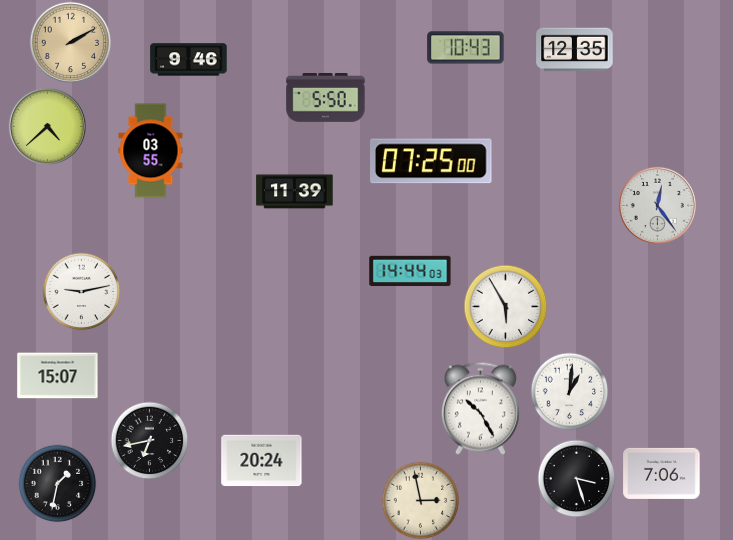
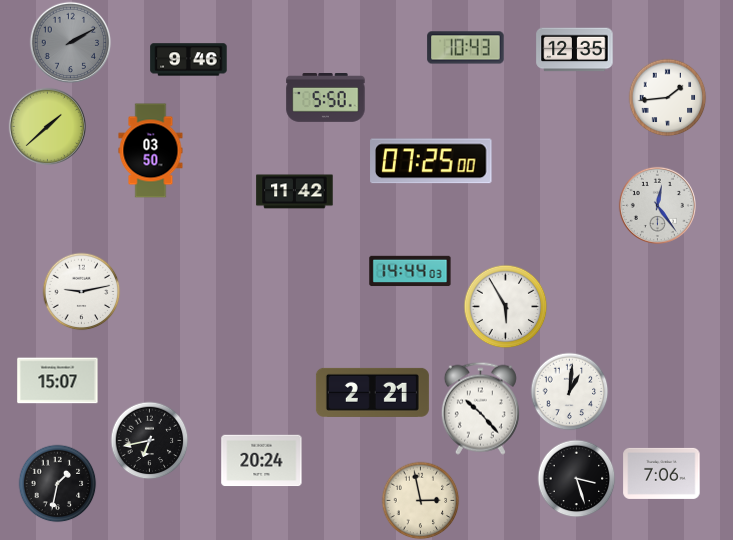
clock at (70, 42) dial: champagne -> grey
clock at (667, 97): none -> 1:44
clock at (47, 126): 4:38 -> 1:38
clock at (151, 151): 03:55 -> 03:50
clock at (295, 192): 11:39 -> 11:42
clock at (58, 376) position: (58, 376) -> (58, 381)
clock at (372, 392): none -> 2:21
clock at (480, 408): 10:25 -> 10:23
